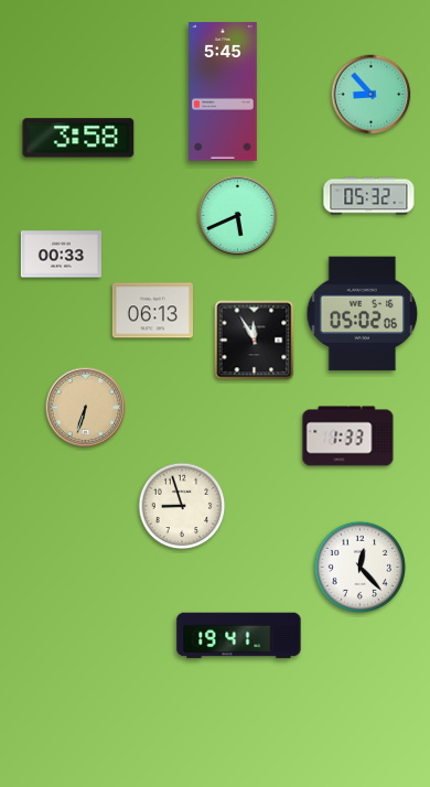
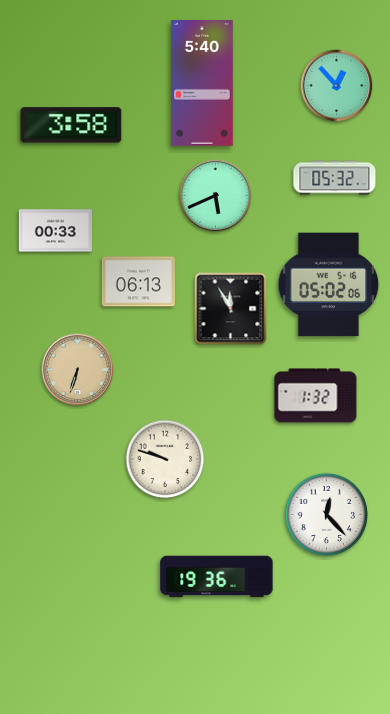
clock at (223, 91): 5:45 -> 5:40
clock at (372, 95): 8:53 -> 12:53
clock at (348, 436): 1:33 -> 1:32
clock at (182, 506): 8:57 -> 9:48
clock at (239, 636): 19:41 -> 19:36
